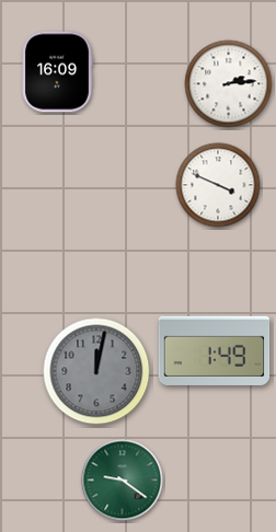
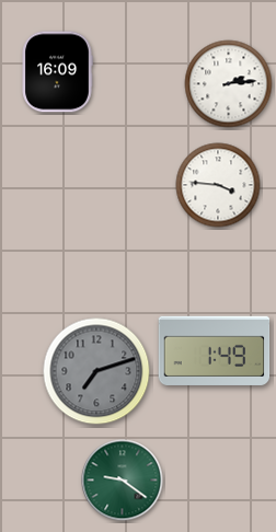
clock at (218, 185): 3:49 -> 3:46
clock at (96, 371): 12:02 -> 7:12
